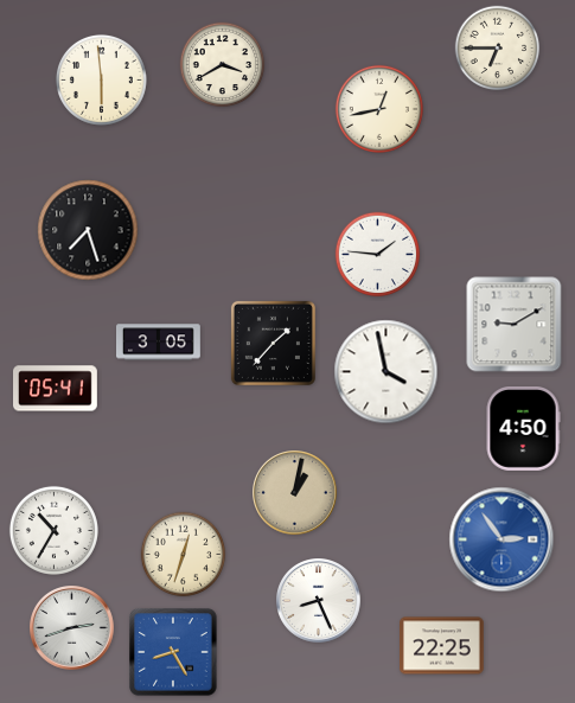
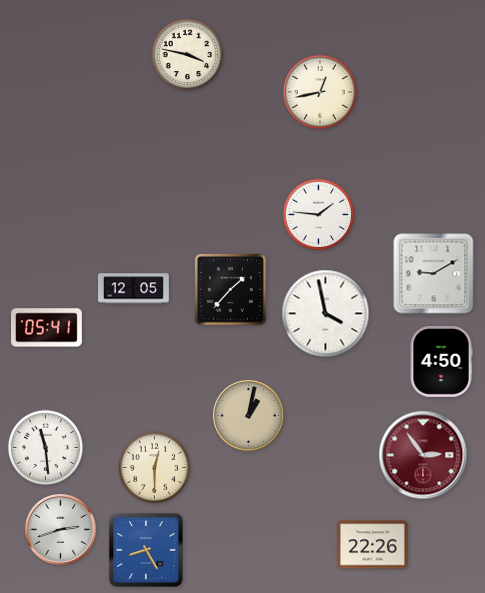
clock at (498, 49): 6:45 -> none
clock at (223, 65): 3:40 -> 3:47
clock at (101, 79): 5:59 -> none
clock at (88, 230): 7:27 -> none
clock at (159, 343): 3:05 -> 12:05
clock at (53, 530): 10:35 -> 11:29
clock at (501, 539) dial: blue -> burgundy
clock at (184, 555): 12:33 -> 12:30
clock at (319, 601): 8:26 -> none
clock at (442, 646): 22:25 -> 22:26
